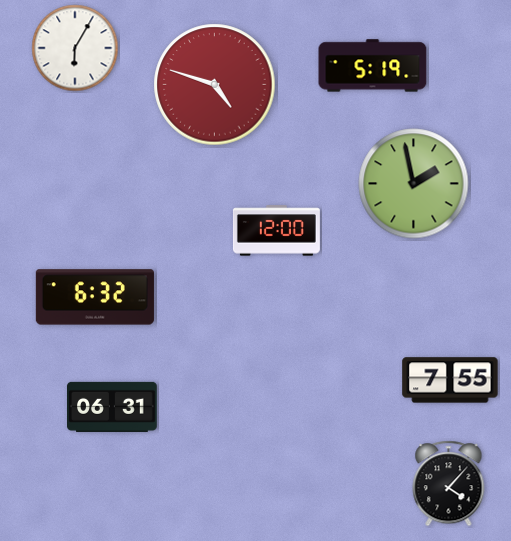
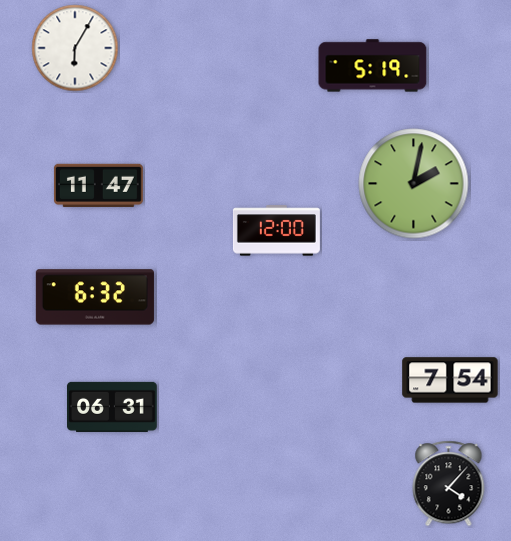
clock at (215, 85): 4:48 -> none
clock at (414, 184): 1:58 -> 2:02
clock at (98, 185): none -> 11:47
clock at (450, 380): 7:55 -> 7:54
